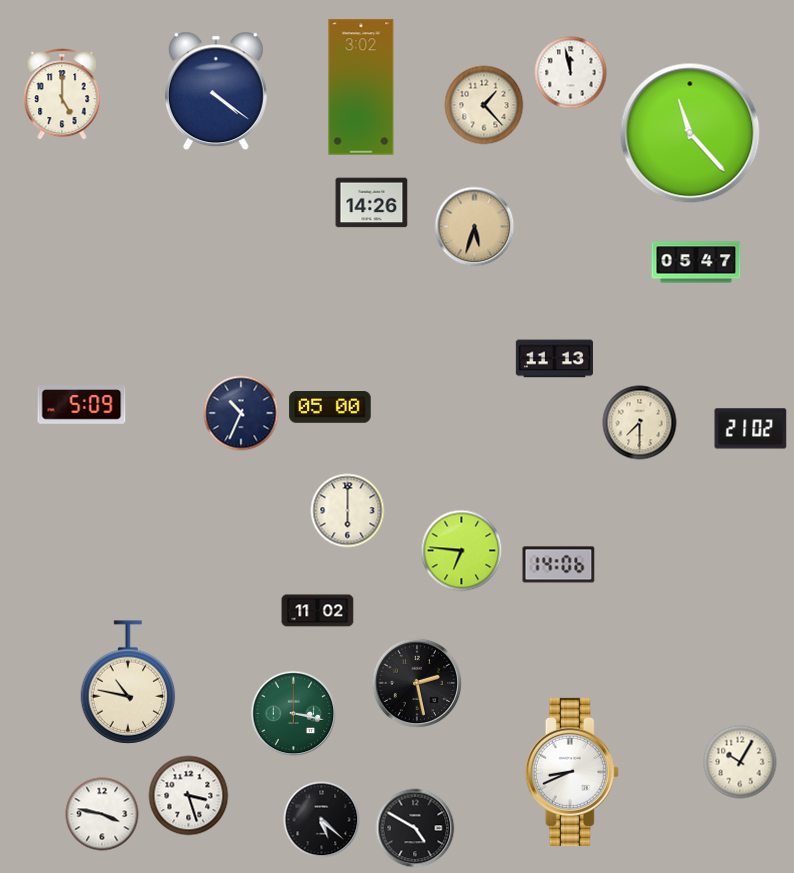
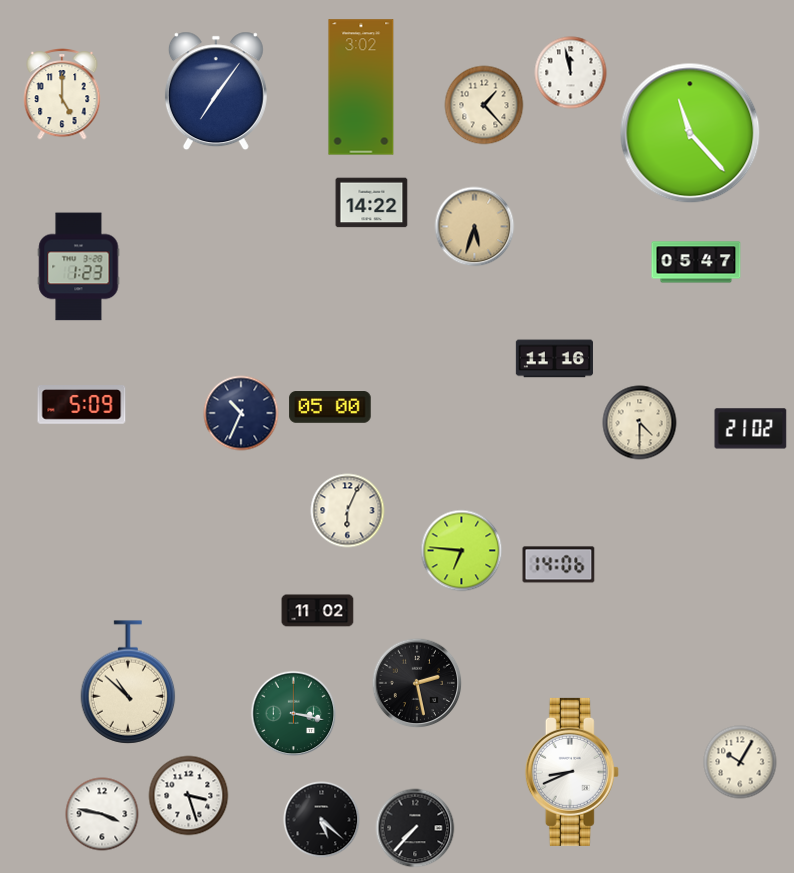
clock at (216, 91): 4:21 -> 7:06
clock at (372, 203): 14:26 -> 14:22
clock at (79, 267): none -> 1:23
clock at (554, 359): 11:13 -> 11:16
clock at (640, 423): 7:30 -> 4:30
clock at (348, 511): 6:00 -> 6:04
clock at (128, 682): 10:47 -> 10:52
clock at (415, 828): 4:50 -> 7:37
